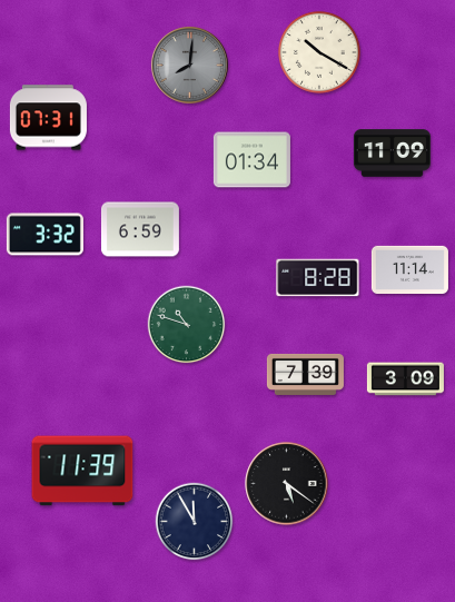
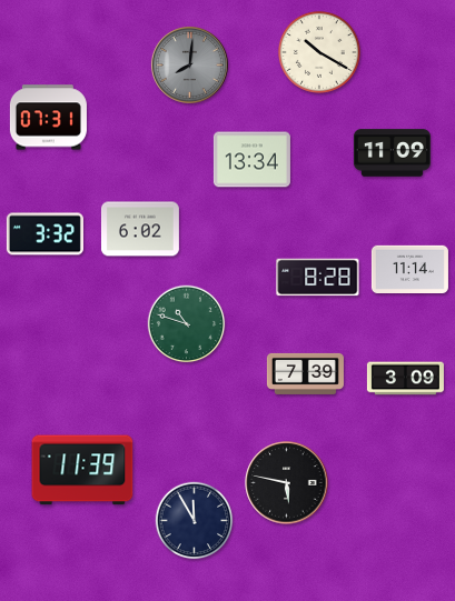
clock at (251, 160): 01:34 -> 13:34
clock at (140, 229): 6:59 -> 6:02
clock at (287, 484): 5:21 -> 5:47
